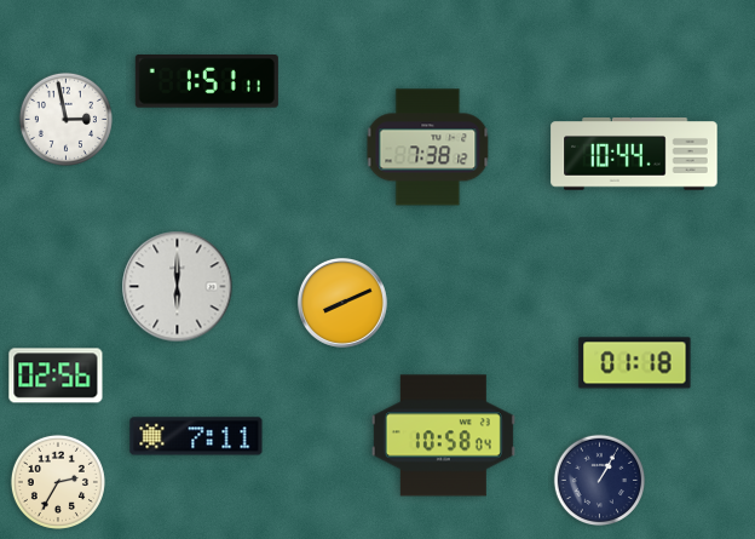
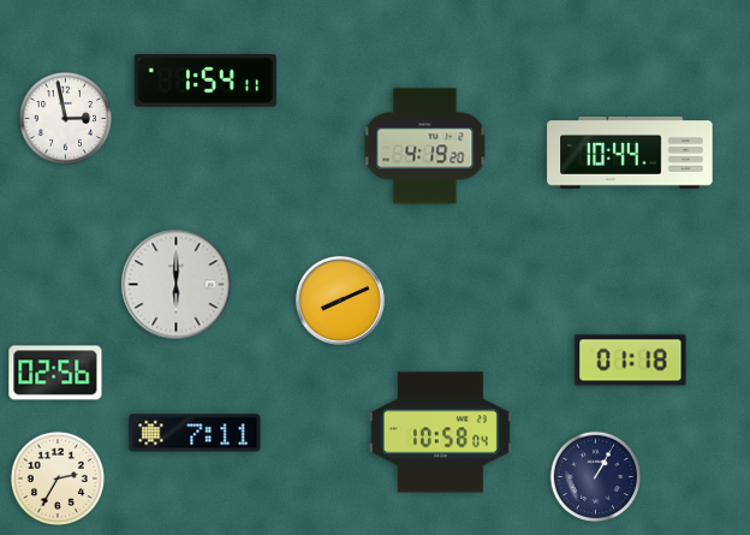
clock at (207, 82): 1:51 -> 1:54
clock at (428, 148): 7:38 -> 4:19
